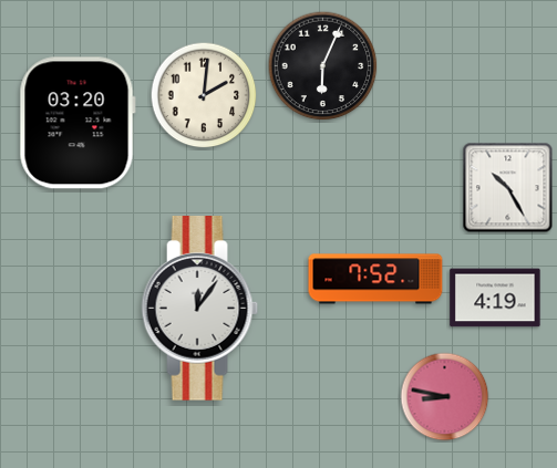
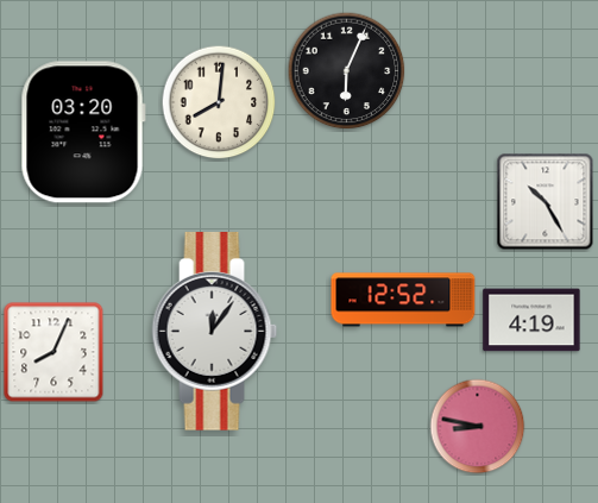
clock at (204, 95): 2:01 -> 8:01
clock at (375, 279): 7:52 -> 12:52
clock at (53, 352): none -> 8:04
